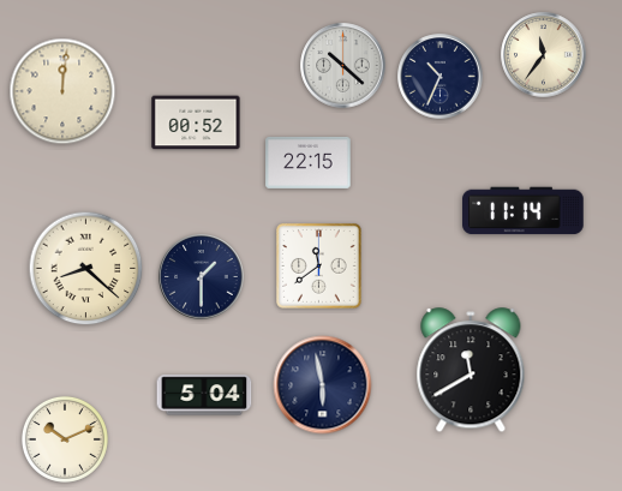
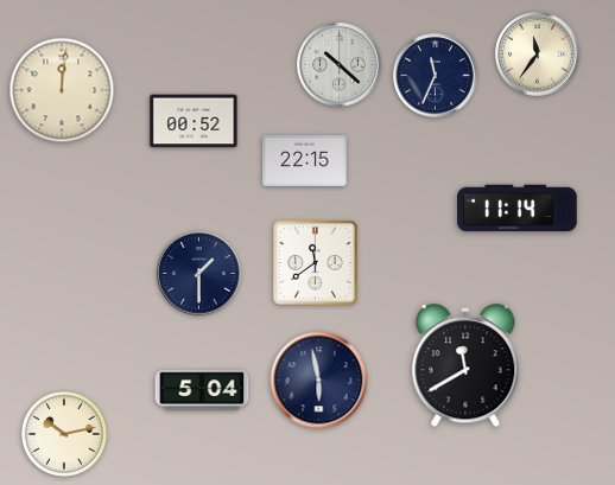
clock at (441, 77): 10:34 -> 11:34
clock at (86, 269): 8:22 -> none
clock at (65, 439): 10:11 -> 10:13
